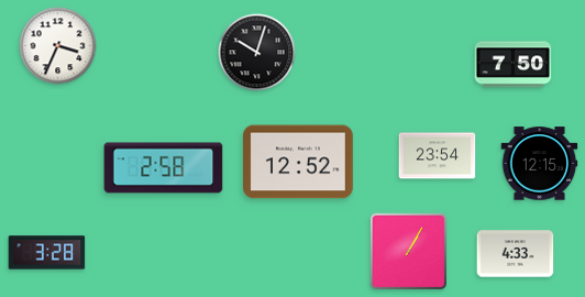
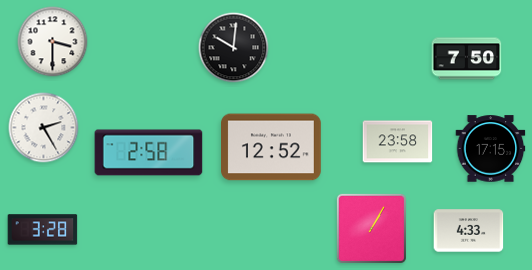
clock at (58, 46): 3:34 -> 3:30
clock at (257, 53): 10:03 -> 10:01
clock at (44, 128): none -> 2:25
clock at (438, 156): 23:54 -> 23:58
clock at (540, 164): 12:15 -> 17:15
